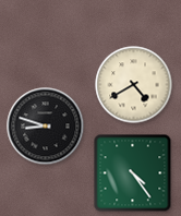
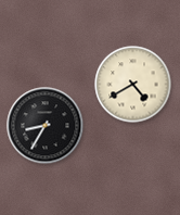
clock at (46, 127): 8:48 -> 8:35
clock at (133, 173): 4:24 -> none
